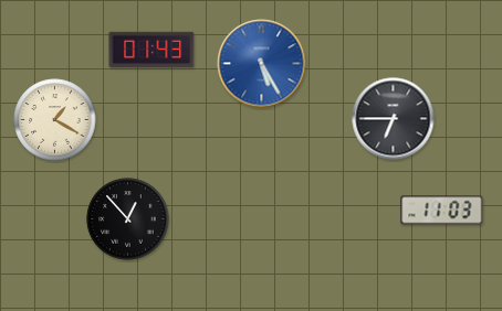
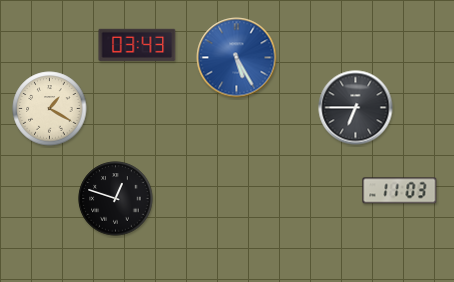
clock at (151, 50): 01:43 -> 03:43
clock at (128, 219): 12:53 -> 12:48
